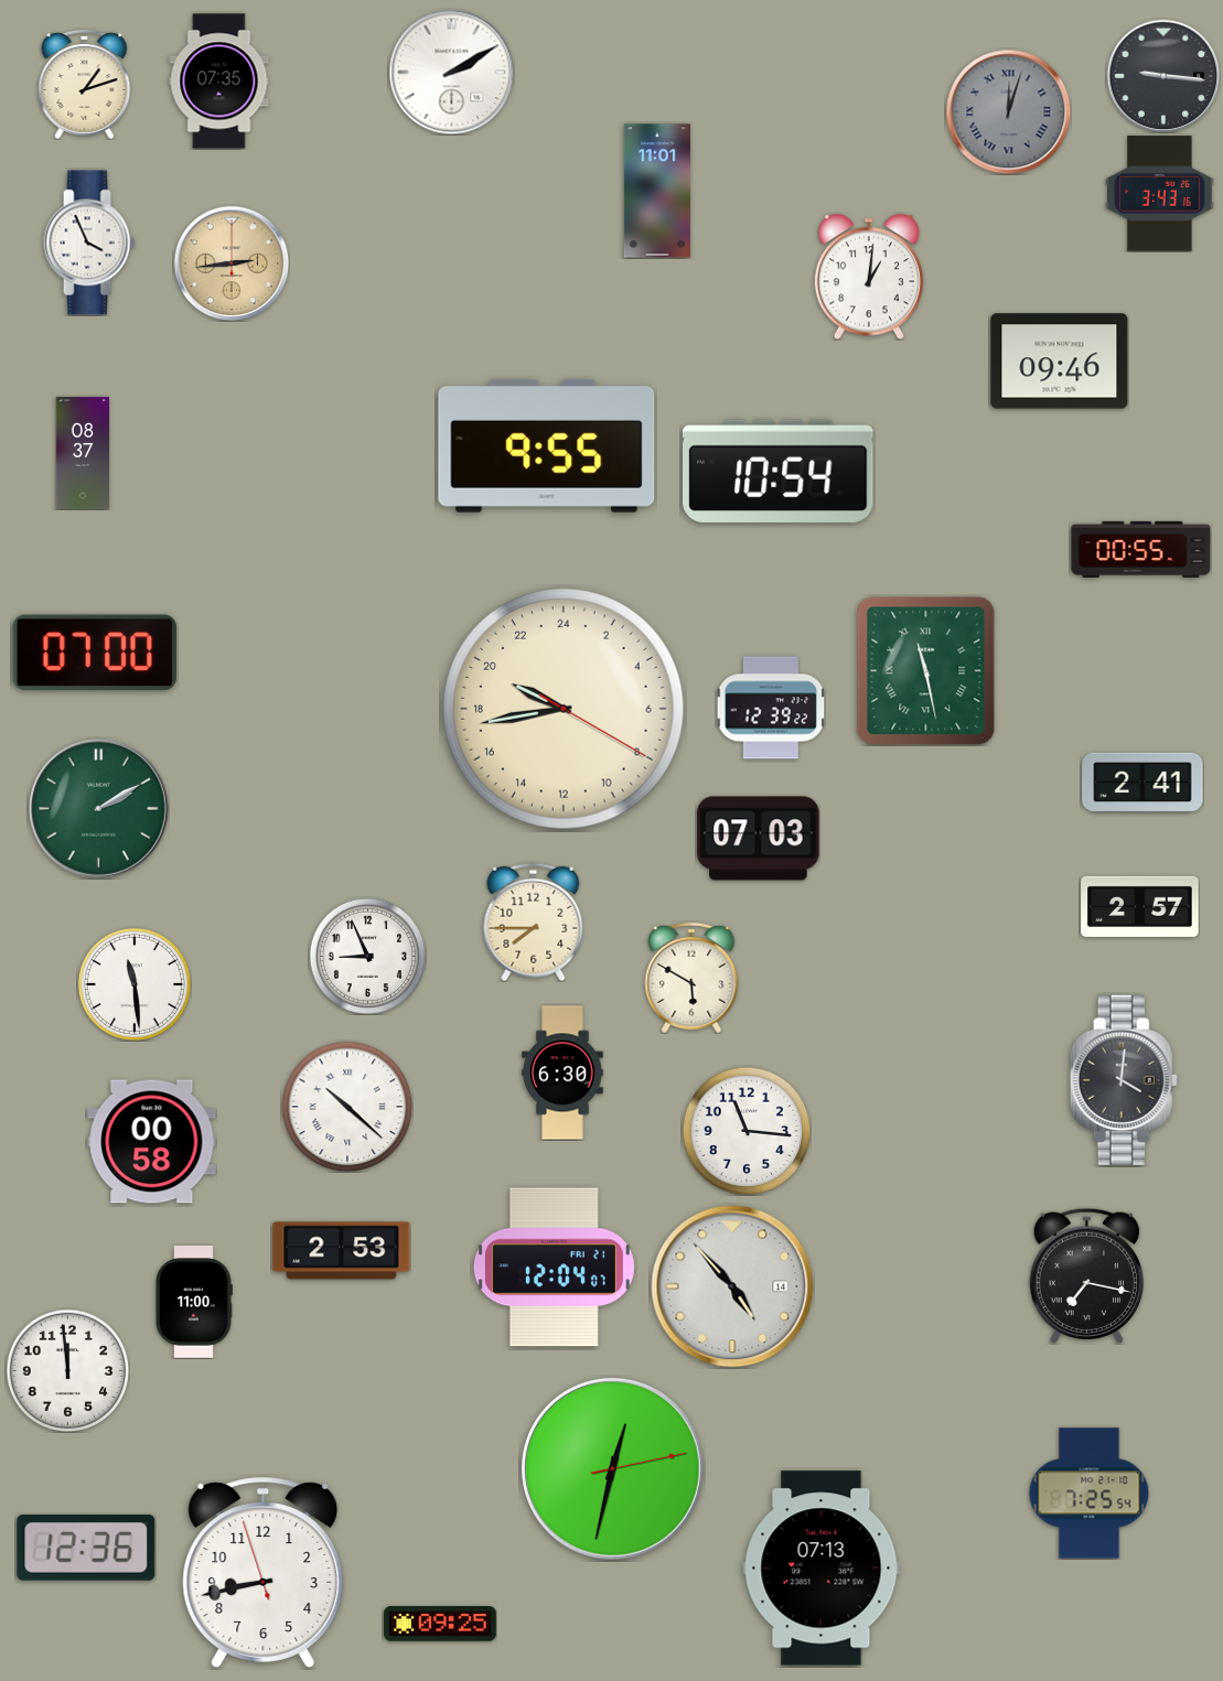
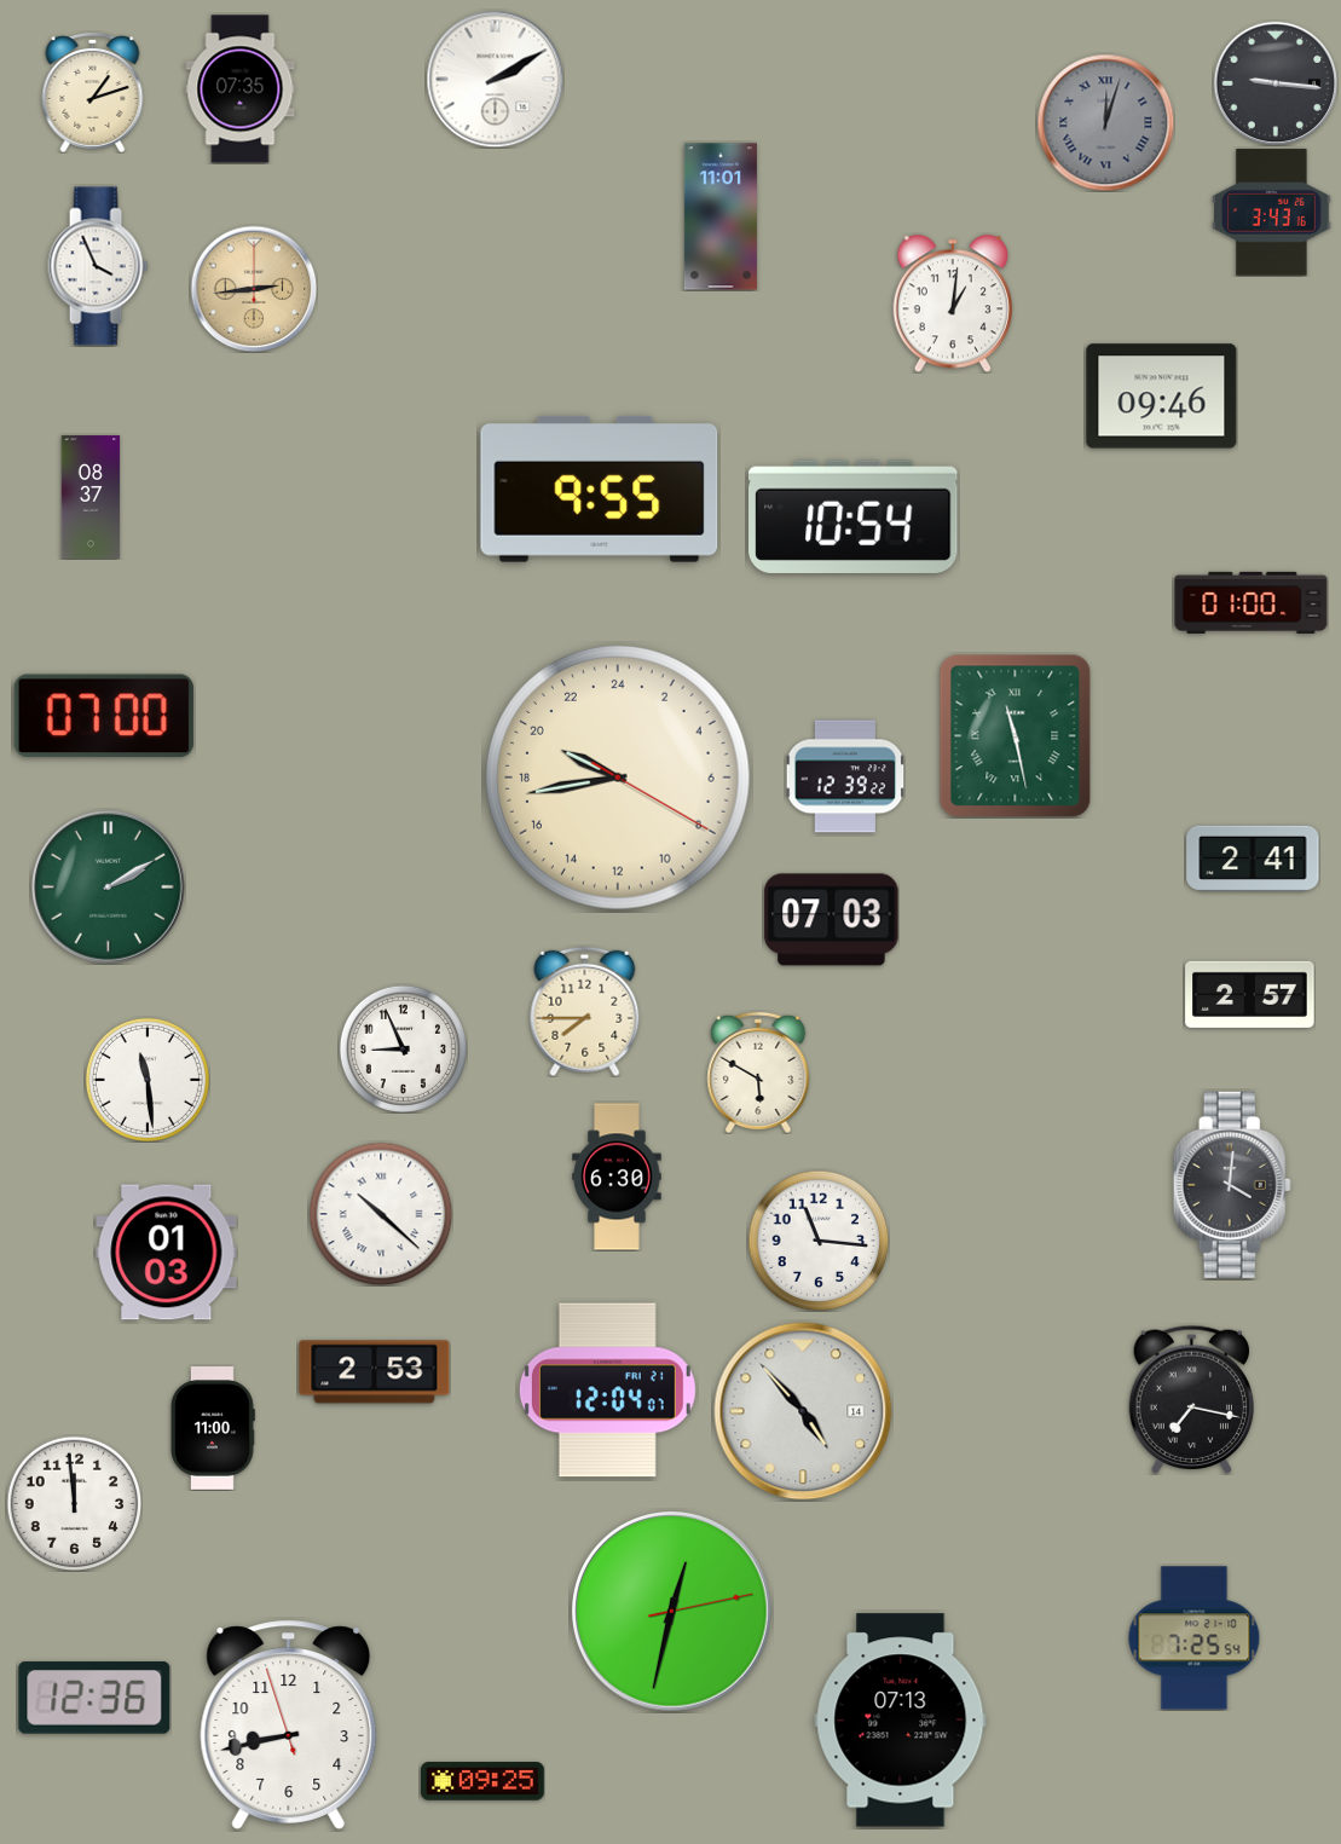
clock at (657, 191) position: (657, 191) -> (721, 216)
clock at (1141, 549): 00:55 -> 01:00
clock at (152, 1142): 00:58 -> 01:03
